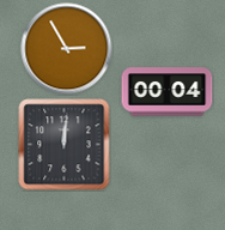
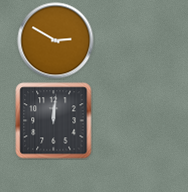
clock at (67, 49): 2:55 -> 2:50
clock at (168, 92): 00:04 -> none
